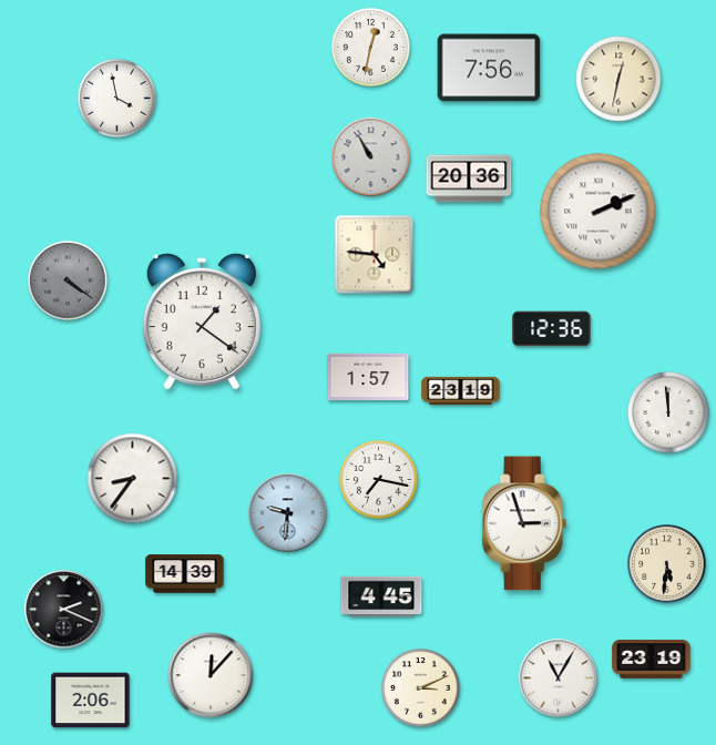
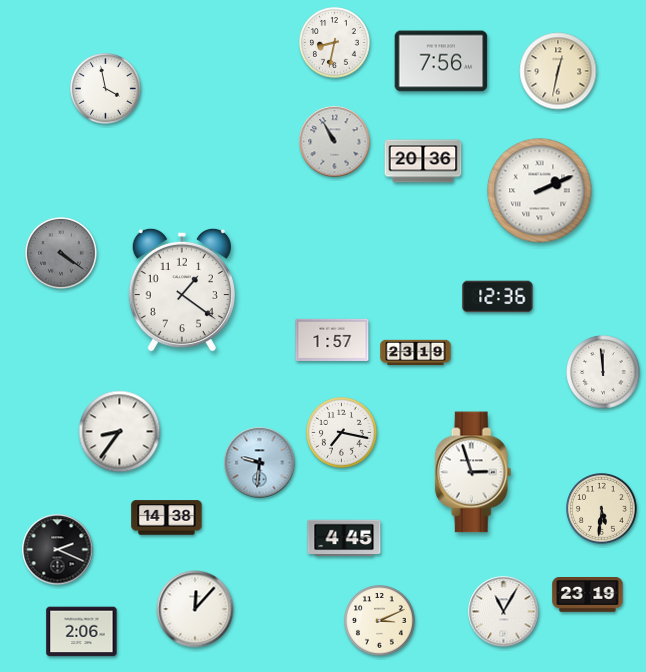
clock at (371, 48): 12:32 -> 8:32
clock at (375, 255): 4:46 -> none
clock at (185, 574): 14:39 -> 14:38
clock at (211, 675) position: (211, 675) -> (195, 609)
